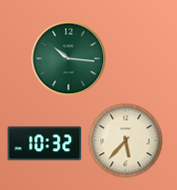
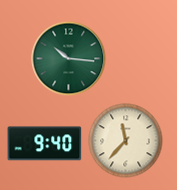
clock at (126, 141): 5:37 -> 11:37
clock at (45, 144): 10:32 -> 9:40
